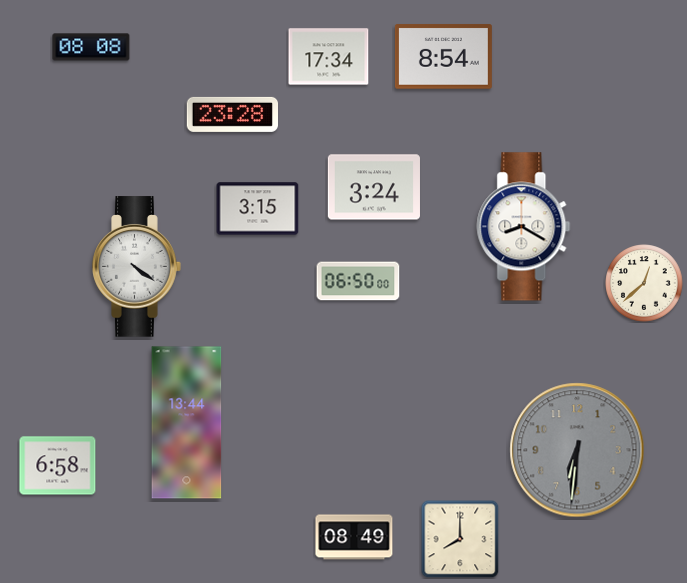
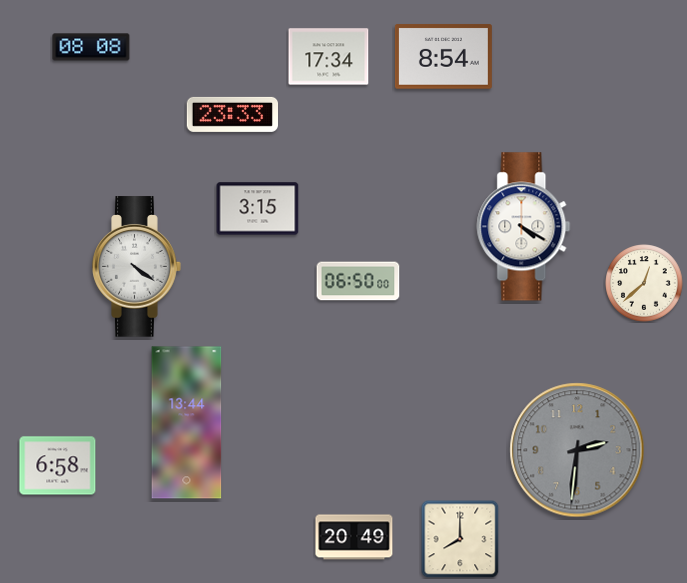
clock at (232, 114): 23:28 -> 23:33
clock at (374, 187): 3:24 -> none
clock at (524, 227): 8:20 -> 4:20
clock at (577, 450): 6:31 -> 2:31
clock at (354, 537): 08:49 -> 20:49
